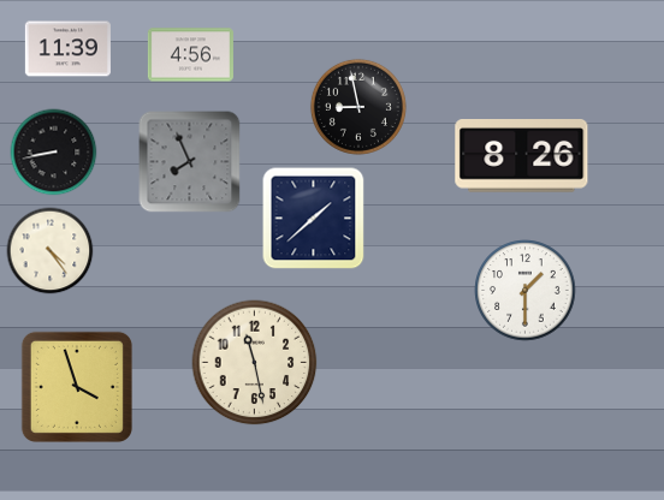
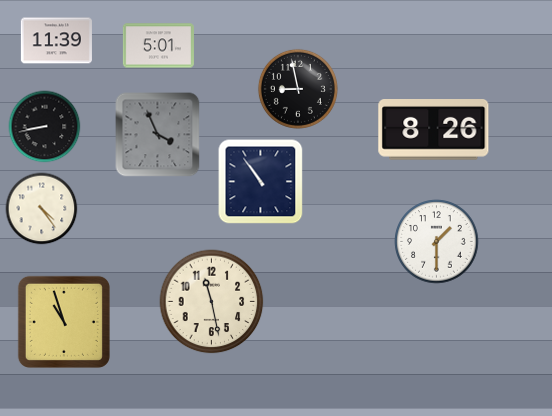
clock at (190, 55): 4:56 -> 5:01
clock at (190, 162): 7:56 -> 3:56
clock at (314, 219): 1:38 -> 10:54
clock at (77, 387): 3:57 -> 10:57
